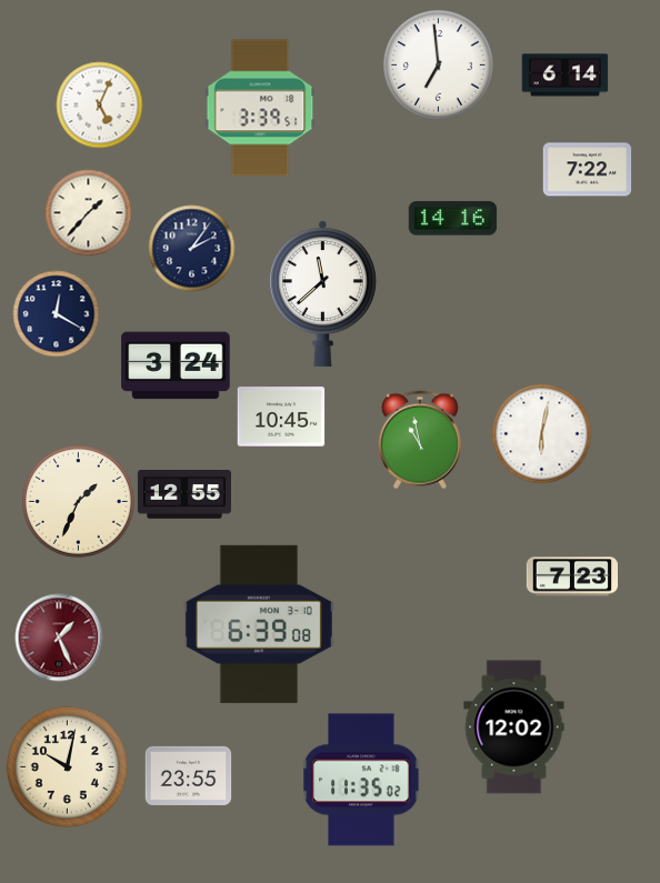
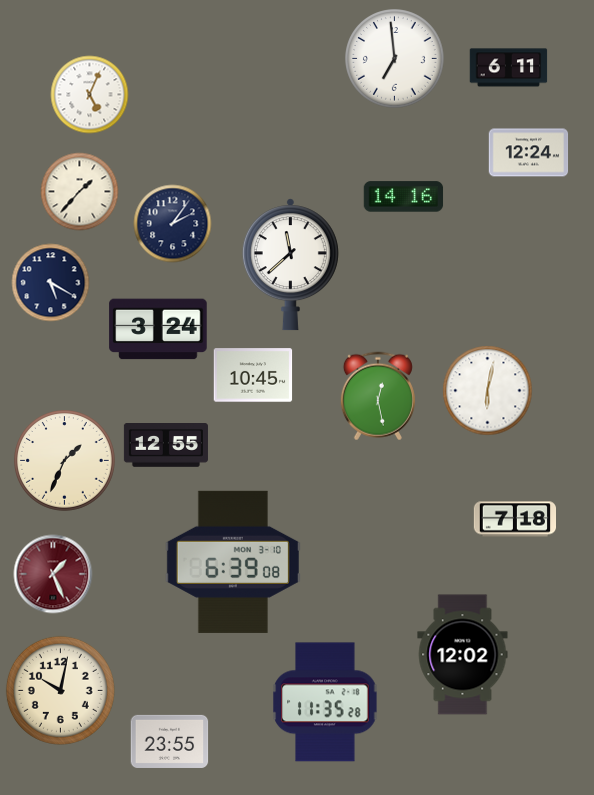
clock at (564, 76): 6:14 -> 6:11
clock at (260, 108): 3:39 -> none
clock at (587, 170): 7:22 -> 12:24
clock at (452, 219) position: (452, 219) -> (403, 197)
clock at (56, 313): 12:20 -> 5:20
clock at (420, 440): 10:58 -> 12:28
clock at (79, 502) position: (79, 502) -> (65, 461)
clock at (571, 576): 7:23 -> 7:18
clock at (188, 775) position: (188, 775) -> (169, 741)
clock at (361, 780): 11:35:02 -> 11:35:28
